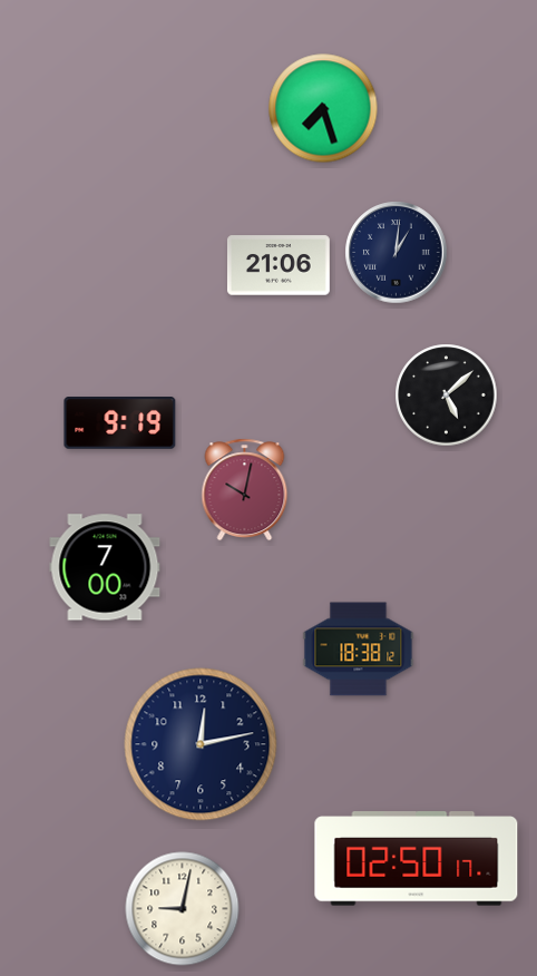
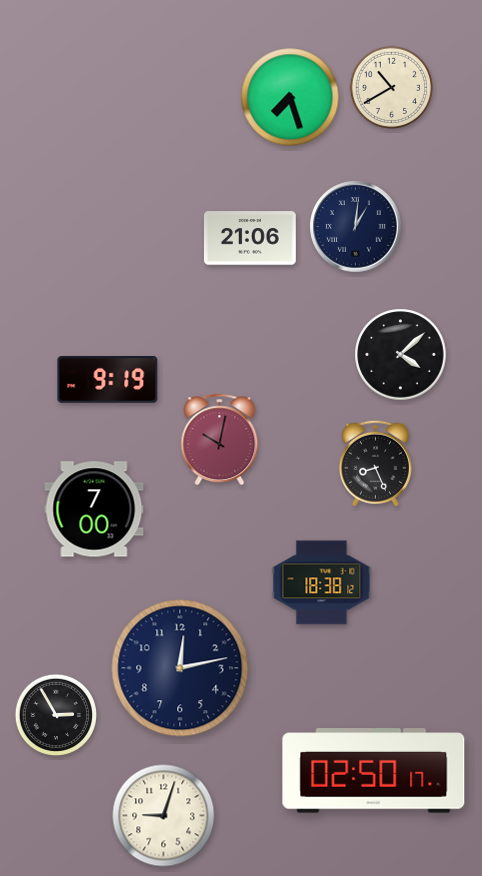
clock at (391, 87): none -> 10:40
clock at (447, 396): 5:08 -> 4:08
clock at (375, 463): none -> 8:26
clock at (55, 714): none -> 2:55
clock at (183, 909): 9:02 -> 9:03
